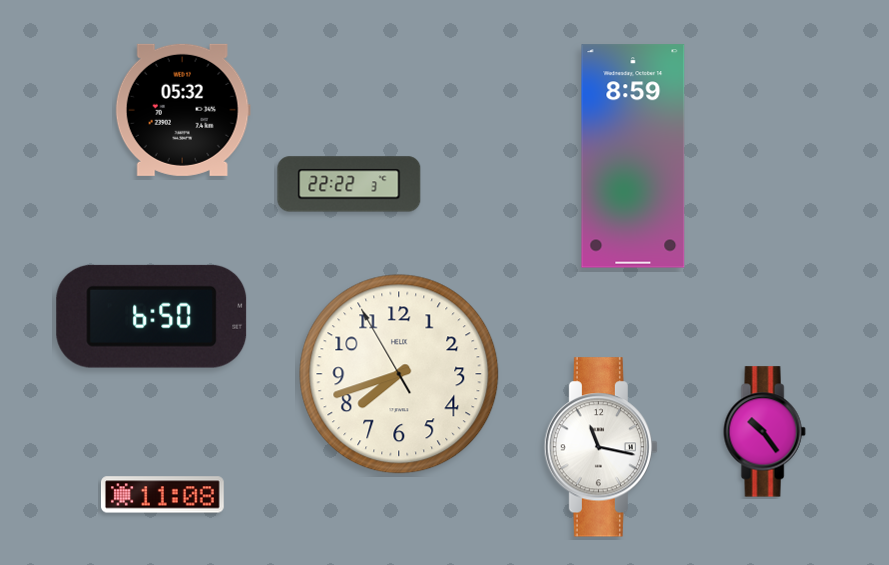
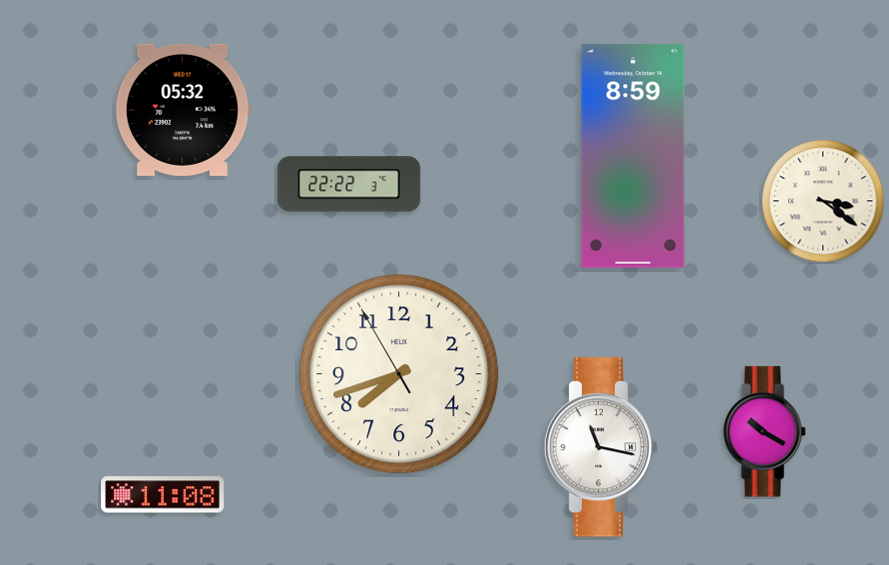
clock at (823, 201): none -> 3:21
clock at (152, 316): 6:50 -> none
clock at (764, 432): 10:24 -> 10:20
